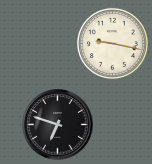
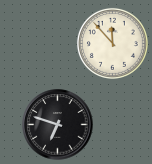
clock at (112, 43): 9:17 -> 11:53
